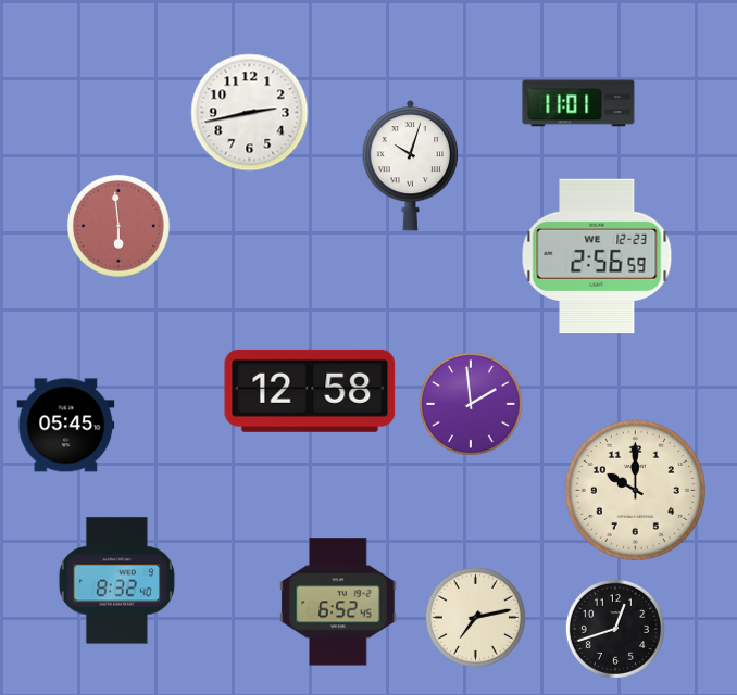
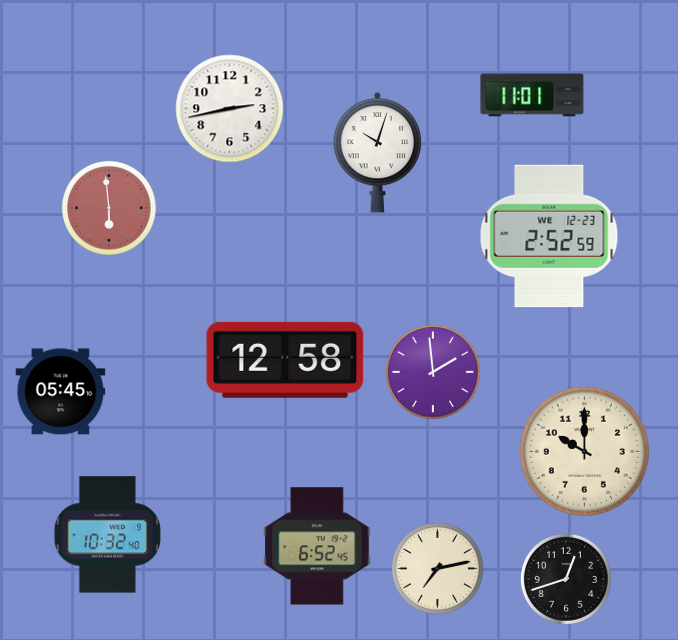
clock at (250, 113) position: (250, 113) -> (230, 109)
clock at (597, 256): 2:56 -> 2:52
clock at (116, 581): 8:32 -> 10:32
clock at (338, 602) position: (338, 602) -> (317, 546)
